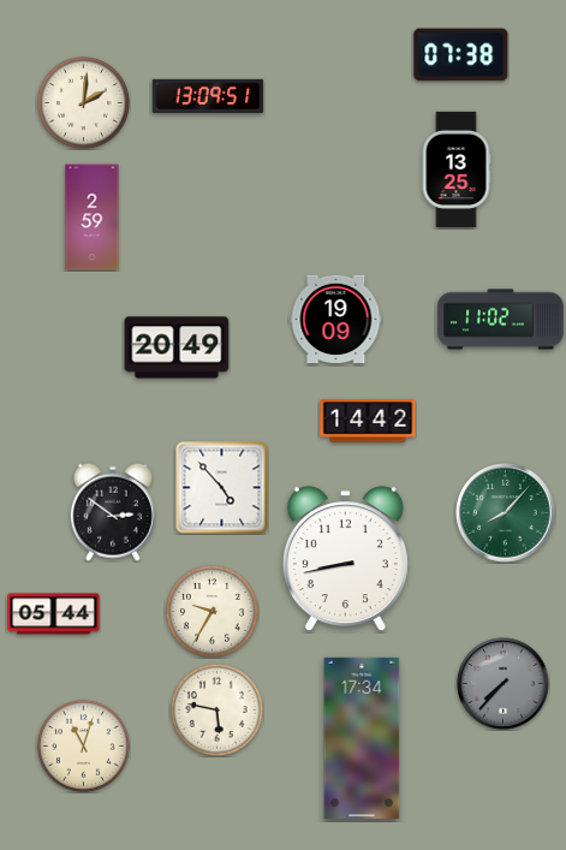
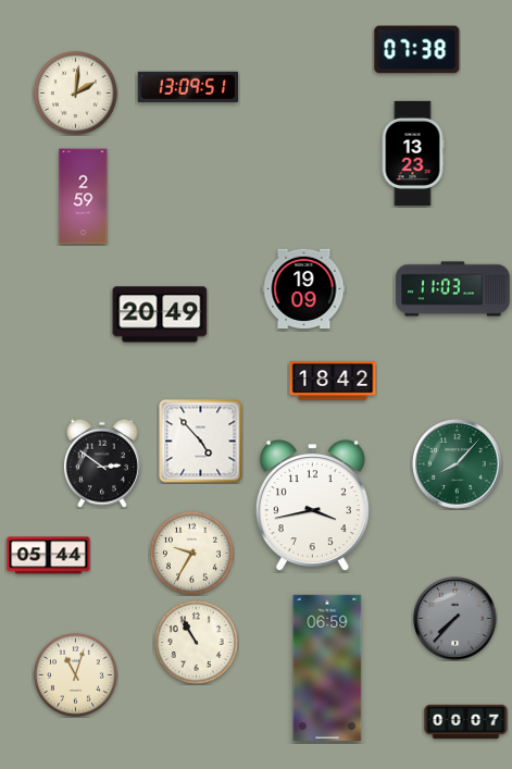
clock at (457, 170): 13:25 -> 13:23
clock at (501, 320): 11:02 -> 11:03
clock at (368, 421): 14:42 -> 18:42
clock at (345, 559): 8:43 -> 3:43
clock at (216, 709): 5:47 -> 10:55
clock at (362, 737): 17:34 -> 06:59
clock at (466, 722): none -> 00:07
